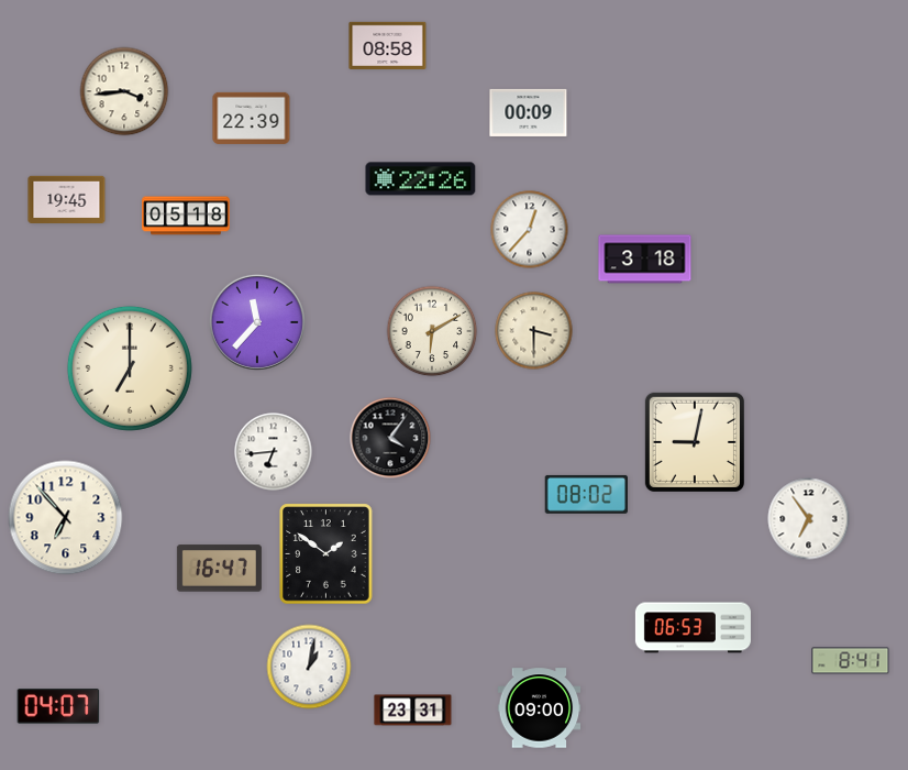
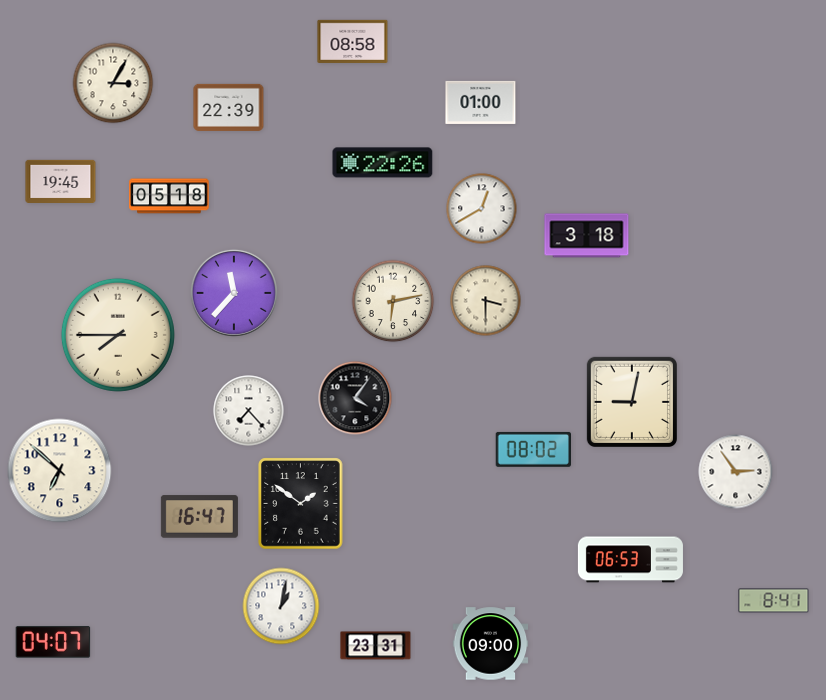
clock at (124, 91): 3:44 -> 3:05
clock at (529, 112): 00:09 -> 01:00
clock at (530, 230): 12:37 -> 12:40
clock at (432, 331): 6:10 -> 6:13
clock at (130, 369): 7:00 -> 7:45
clock at (274, 452): 6:44 -> 7:23
clock at (66, 518): 6:53 -> 6:52
clock at (809, 519): 6:54 -> 2:54
clock at (326, 554) position: (326, 554) -> (301, 504)
clock at (693, 628) position: (693, 628) -> (630, 560)
